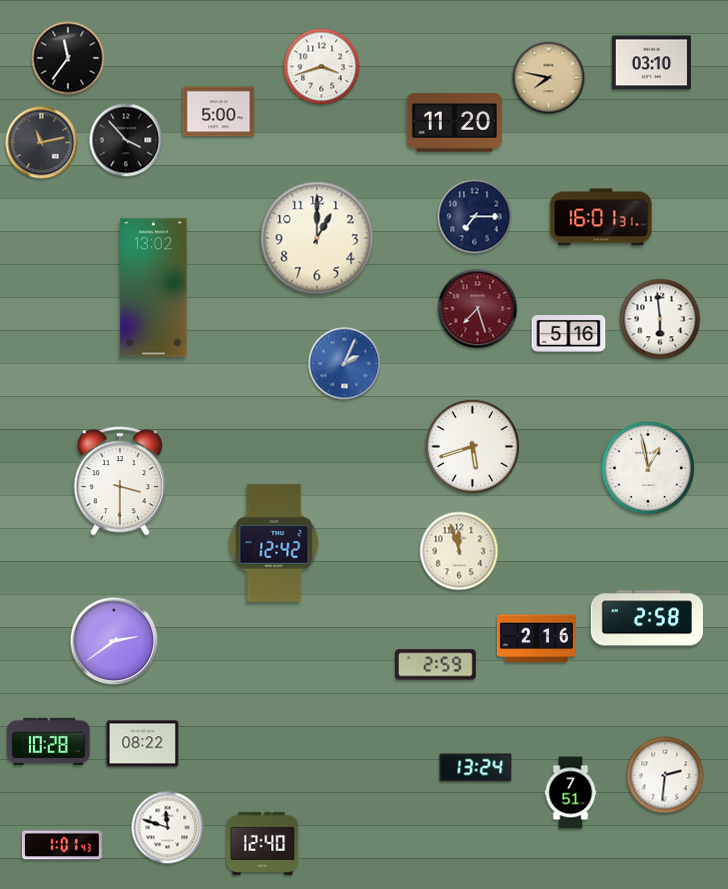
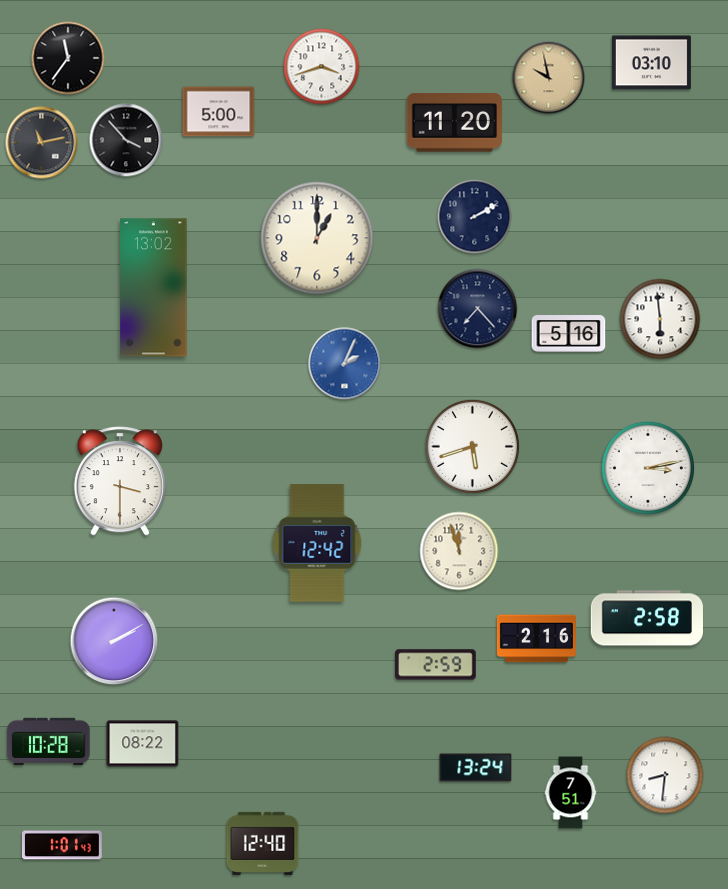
clock at (549, 78): 7:47 -> 9:58
clock at (475, 217): 7:15 -> 2:10
clock at (601, 217): 16:01 -> none
clock at (478, 309): 7:27 -> 7:23
clock at (478, 309) dial: burgundy -> navy
clock at (647, 467): 12:58 -> 3:13
clock at (274, 543) position: (274, 543) -> (317, 543)
clock at (114, 641): 2:39 -> 2:10
clock at (665, 775): 2:31 -> 8:31
clock at (168, 828): 11:48 -> none
